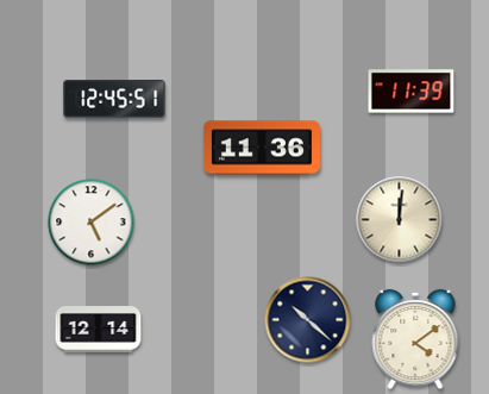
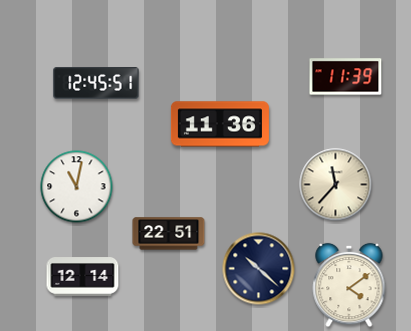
clock at (400, 220): 12:01 -> 11:37
clock at (92, 223): 5:09 -> 11:02
clock at (169, 234): none -> 22:51
